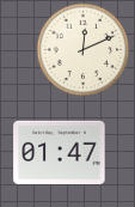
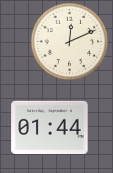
clock at (60, 152): 01:47 -> 01:44
